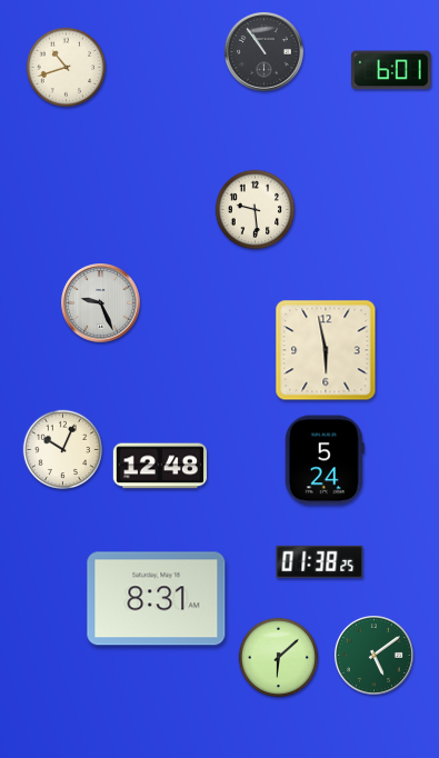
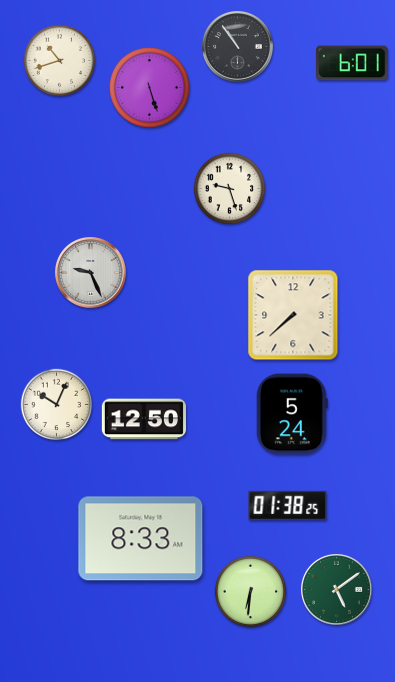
clock at (150, 88): none -> 5:27
clock at (256, 210): 9:29 -> 9:27
clock at (326, 350): 5:58 -> 7:38
clock at (160, 466): 12:48 -> 12:50
clock at (157, 599): 8:31 -> 8:33
clock at (279, 658): 6:08 -> 6:31
